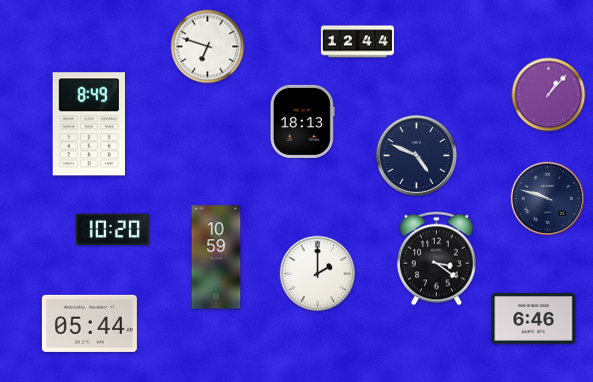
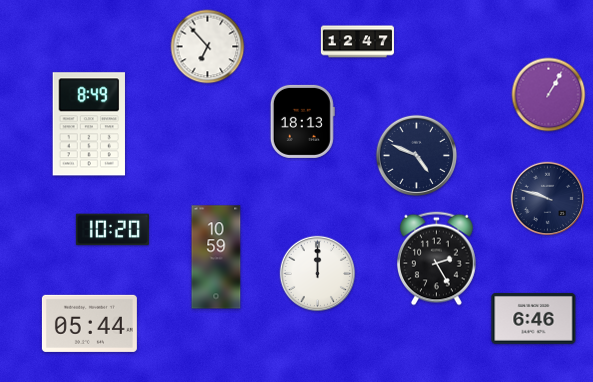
clock at (357, 42): 12:44 -> 12:47
clock at (208, 47): 6:48 -> 6:53
clock at (549, 95): 1:07 -> 1:05
clock at (437, 259): 3:21 -> 2:25
clock at (318, 274): 2:00 -> 12:00
